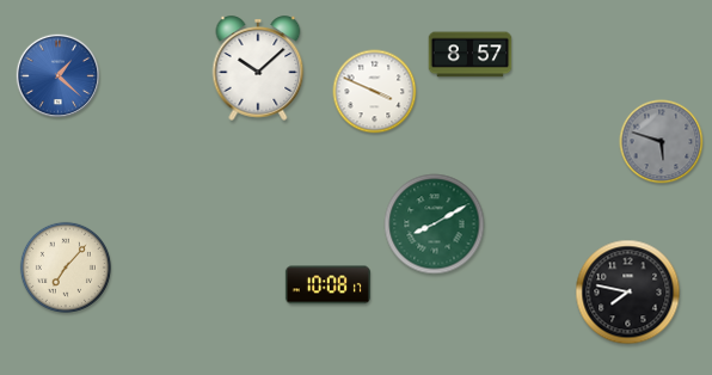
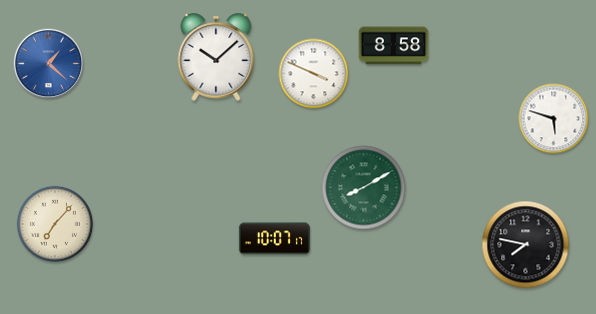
clock at (471, 55): 8:57 -> 8:58
clock at (375, 92) position: (375, 92) -> (314, 74)
clock at (662, 142) dial: grey -> white
clock at (327, 285): 10:08 -> 10:07
